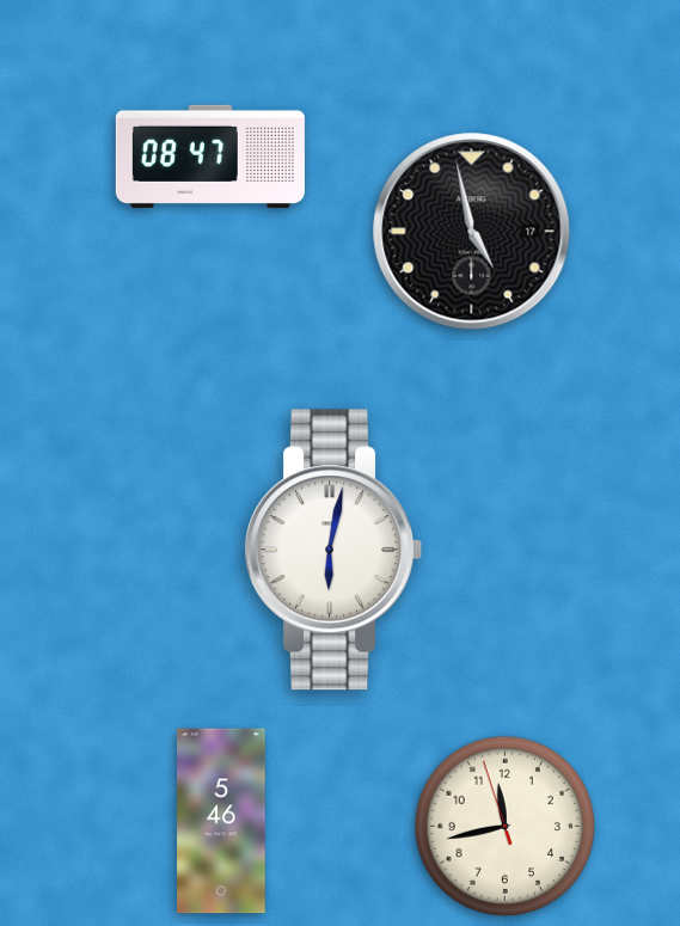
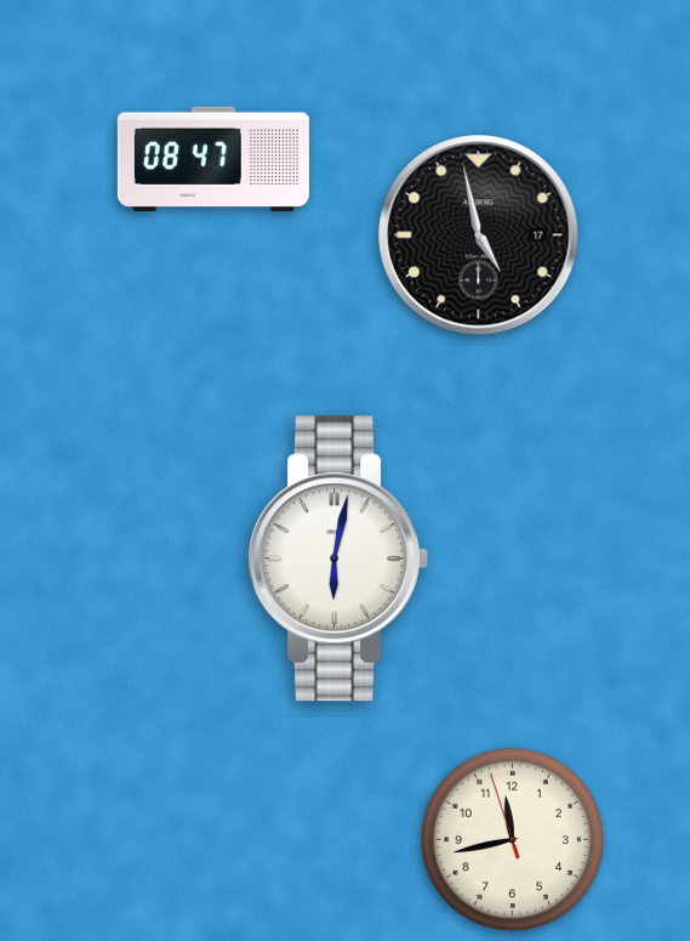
clock at (221, 821): 5:46 -> none
